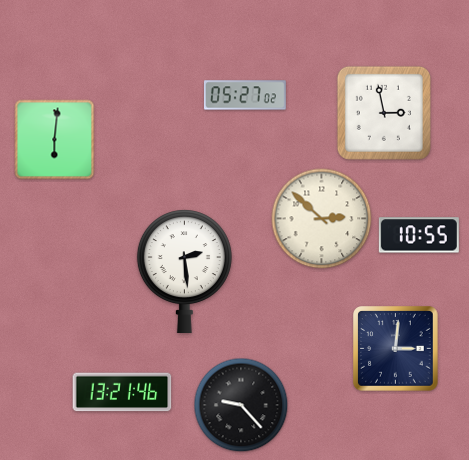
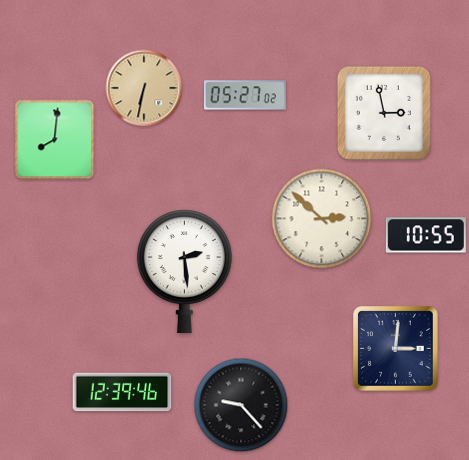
clock at (144, 88): none -> 6:32
clock at (55, 140): 6:01 -> 8:01
clock at (419, 235) position: (419, 235) -> (426, 235)
clock at (122, 392): 13:21 -> 12:39
